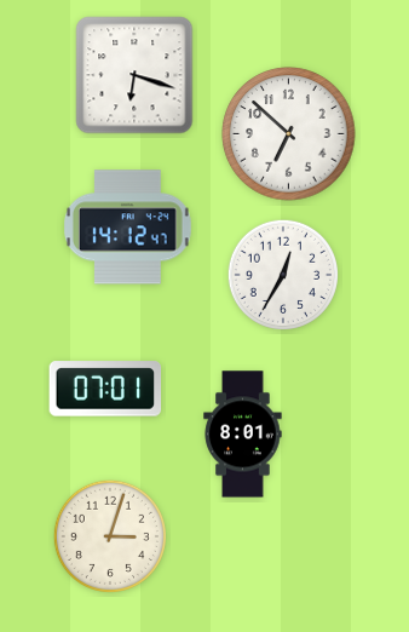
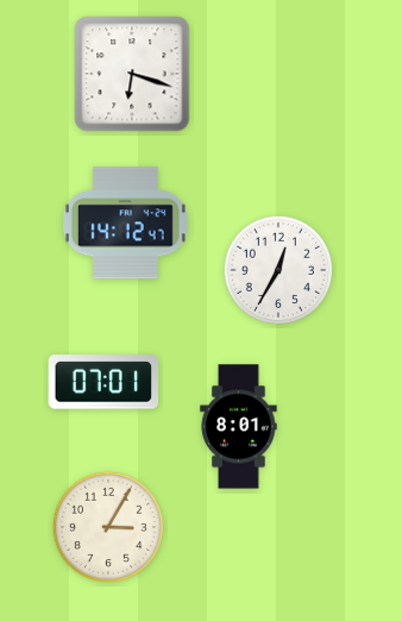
clock at (289, 134): 6:52 -> none
clock at (110, 536): 3:03 -> 3:05
